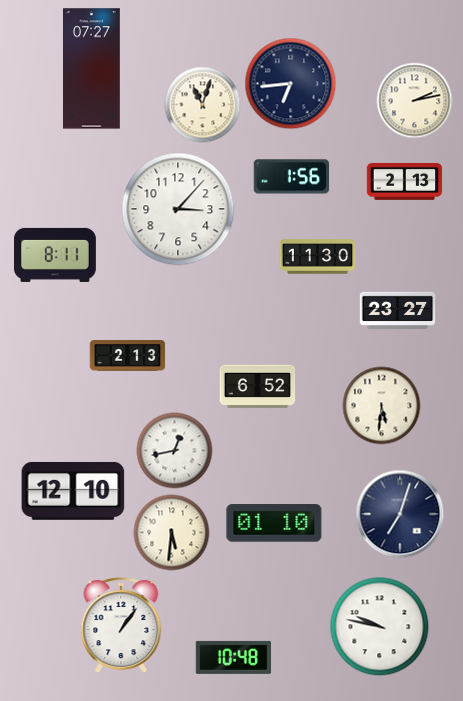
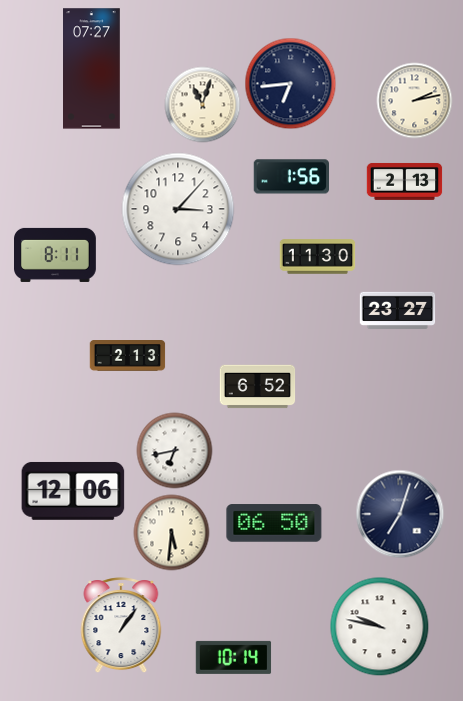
clock at (382, 406): 5:31 -> none
clock at (175, 451): 12:43 -> 6:43
clock at (73, 491): 12:10 -> 12:06
clock at (274, 523): 01:10 -> 06:50
clock at (234, 657): 10:48 -> 10:14
